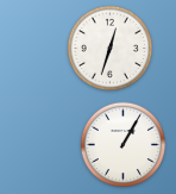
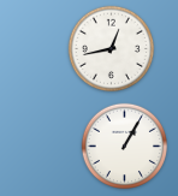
clock at (111, 49): 12:33 -> 12:43
